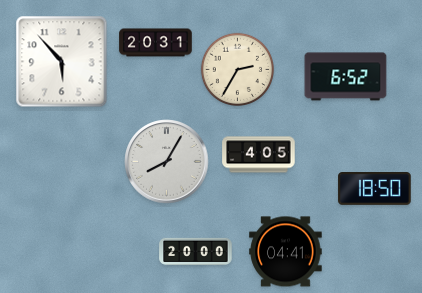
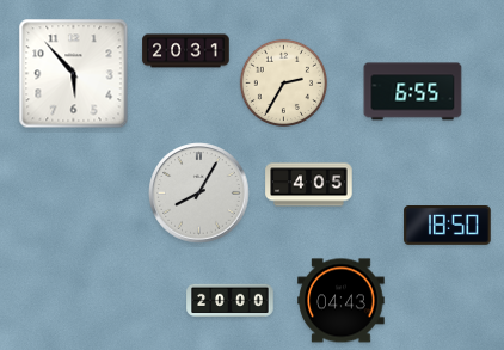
clock at (346, 77): 6:52 -> 6:55
clock at (196, 251) position: (196, 251) -> (231, 300)
clock at (286, 252): 04:41 -> 04:43
